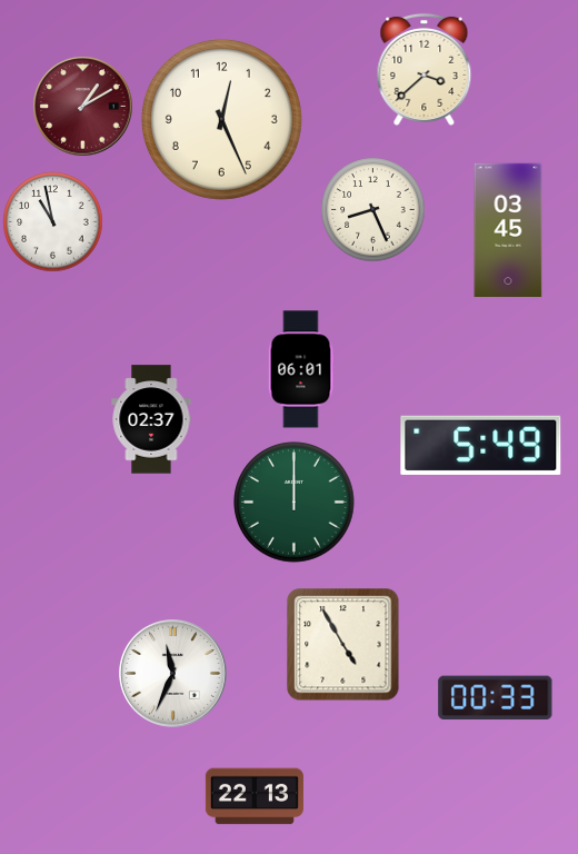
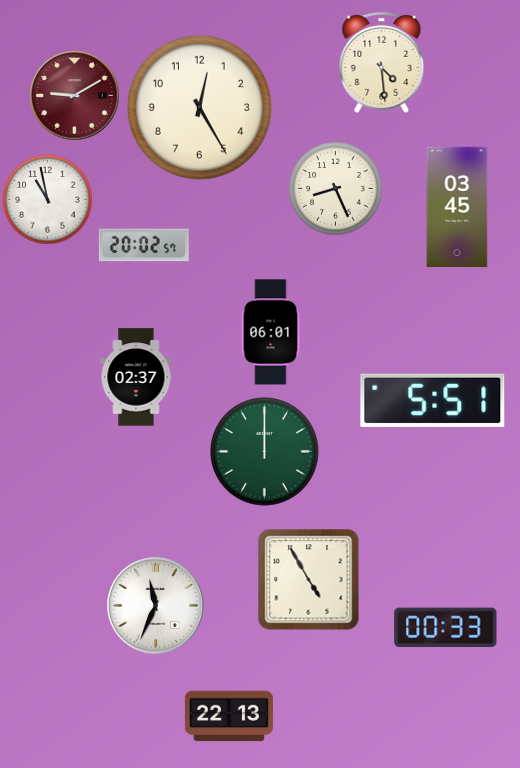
clock at (425, 69): 3:38 -> 4:29
clock at (83, 107): 1:10 -> 9:10
clock at (221, 119): 12:26 -> 12:25
clock at (144, 245): none -> 20:02
clock at (481, 445): 5:49 -> 5:51
